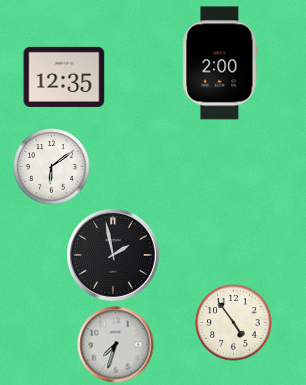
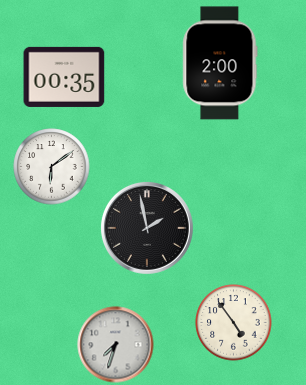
clock at (64, 77): 12:35 -> 00:35
clock at (113, 255) position: (113, 255) -> (147, 228)
